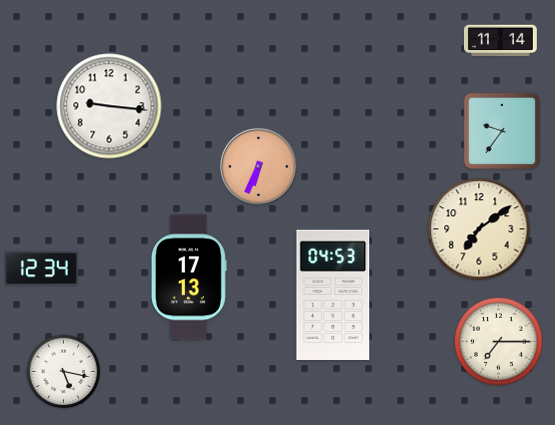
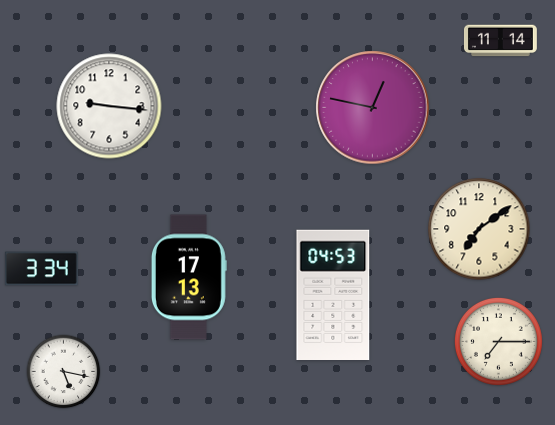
clock at (373, 108): none -> 12:47
clock at (502, 131): 9:36 -> none
clock at (258, 166): 6:34 -> none
clock at (41, 269): 12:34 -> 3:34
